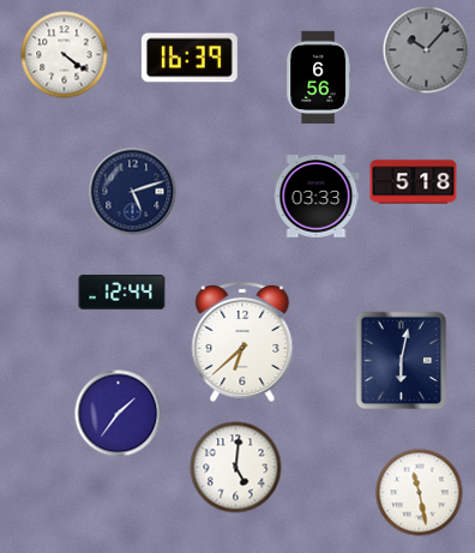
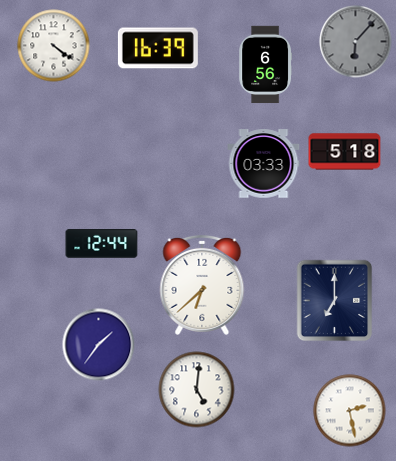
clock at (427, 50): 10:07 -> 6:07
clock at (133, 192): 5:12 -> none
clock at (402, 361): 6:02 -> 7:00
clock at (420, 493): 11:28 -> 2:28
